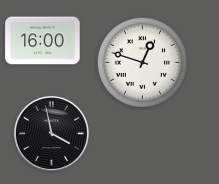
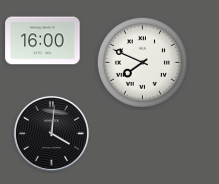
clock at (142, 62): 12:48 -> 7:49
clock at (51, 133): 3:58 -> 4:01
